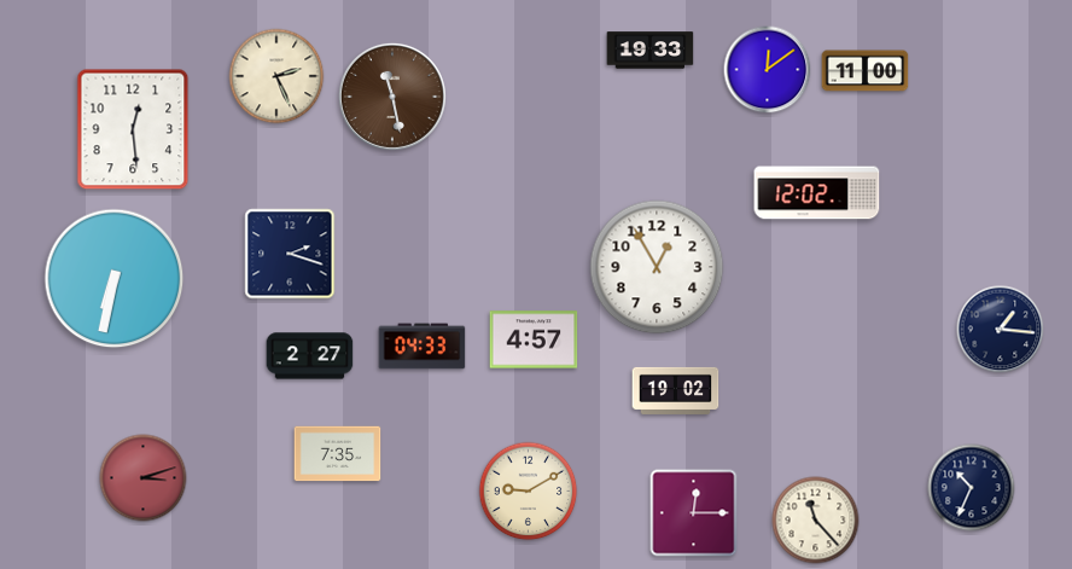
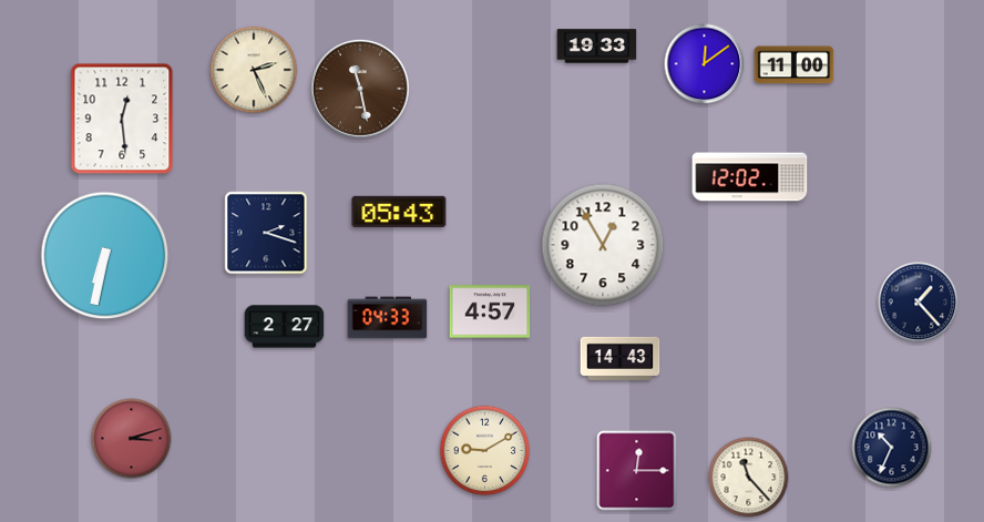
clock at (399, 212): none -> 05:43
clock at (1001, 330): 1:16 -> 1:23
clock at (676, 390): 19:02 -> 14:43
clock at (338, 454): 7:35 -> none
